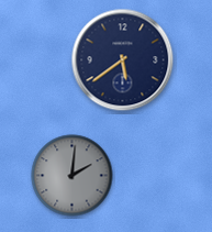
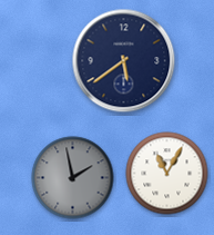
clock at (167, 174): none -> 11:05
clock at (72, 176): 2:01 -> 1:58
